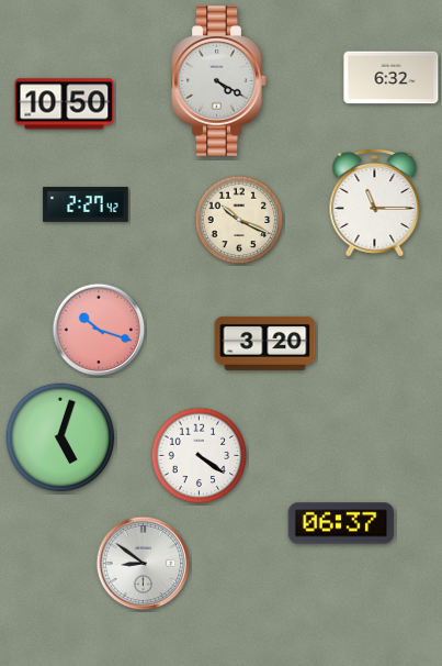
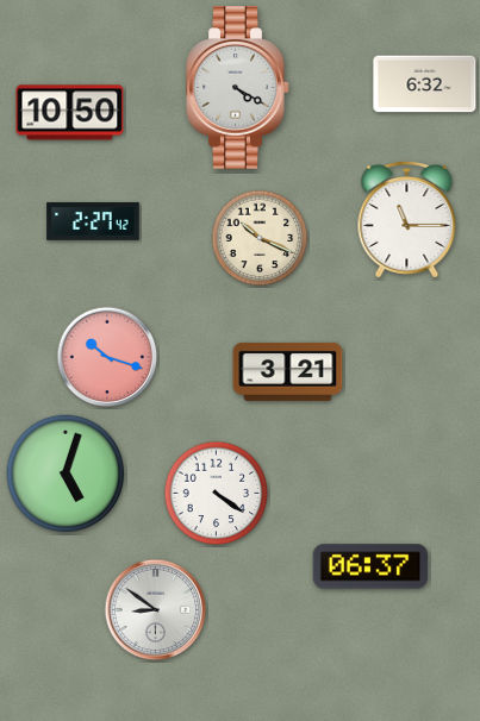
clock at (265, 343): 3:20 -> 3:21
